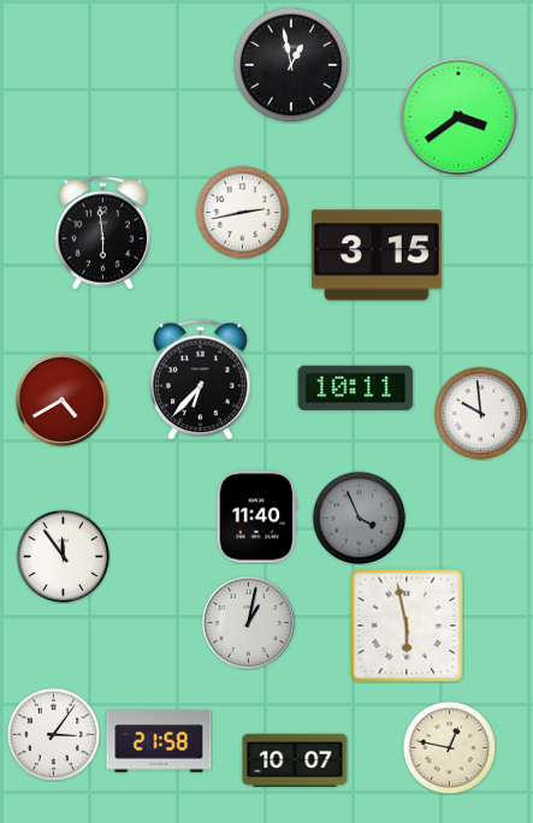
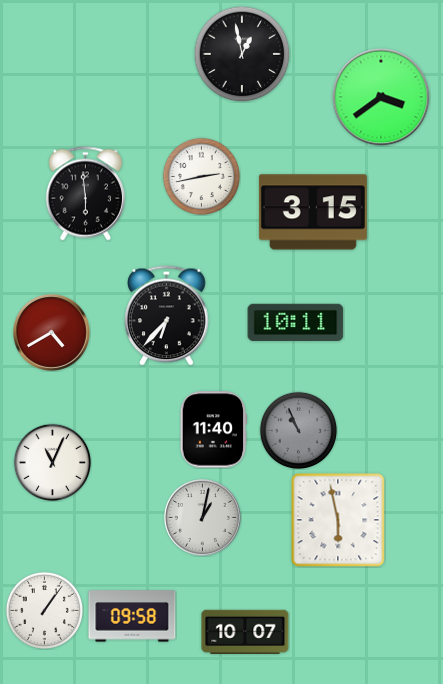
clock at (480, 413): 9:59 -> none
clock at (359, 517): 3:56 -> 10:56
clock at (63, 556): 11:54 -> 11:04
clock at (248, 622) position: (248, 622) -> (202, 517)
clock at (53, 734): 3:06 -> 1:06
clock at (159, 741): 21:58 -> 09:58
clock at (449, 747): 12:47 -> none
